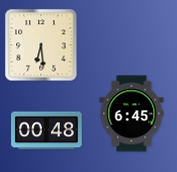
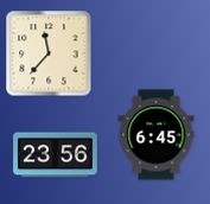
clock at (41, 45): 6:29 -> 11:37
clock at (47, 131): 00:48 -> 23:56
